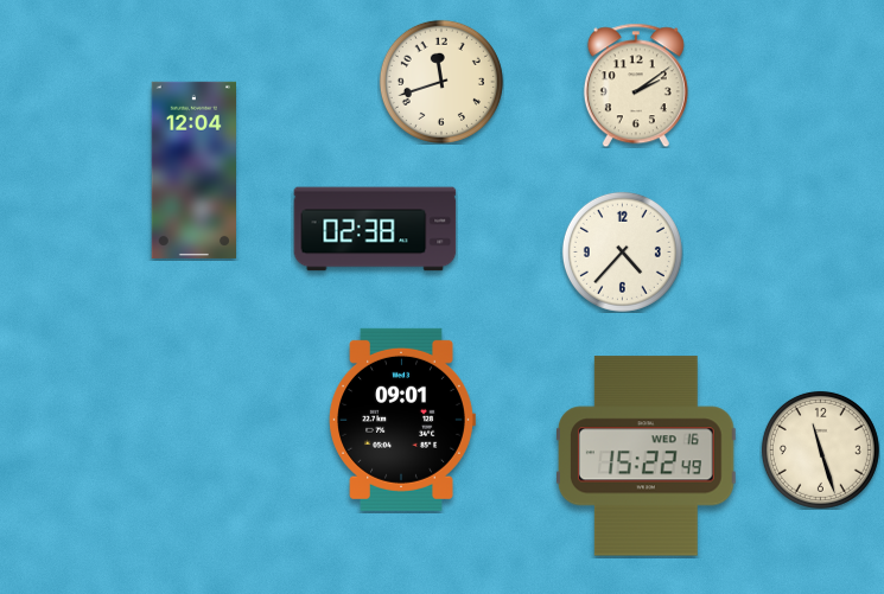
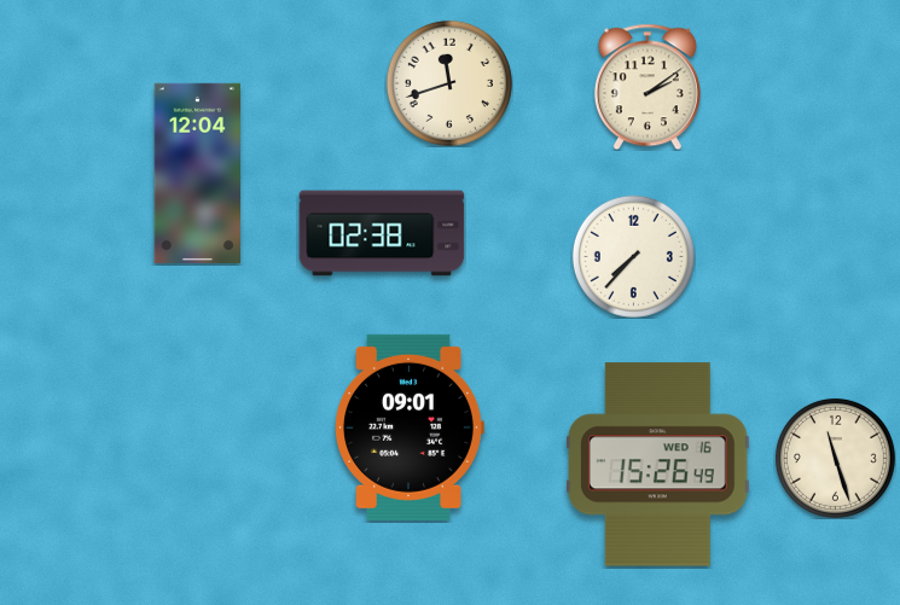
clock at (622, 251): 4:37 -> 7:37
clock at (645, 456): 15:22 -> 15:26
